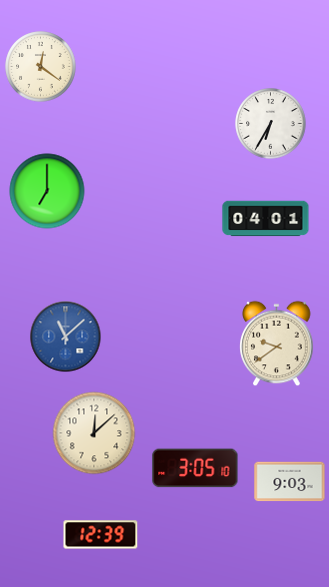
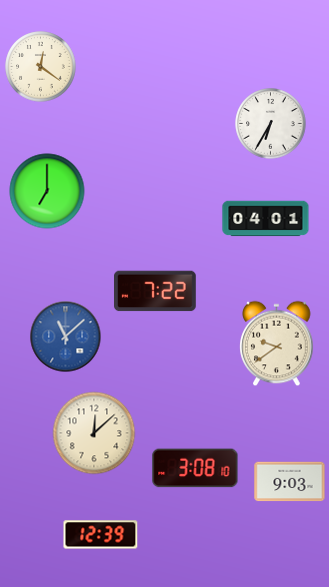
clock at (156, 291): none -> 7:22
clock at (195, 468): 3:05 -> 3:08
